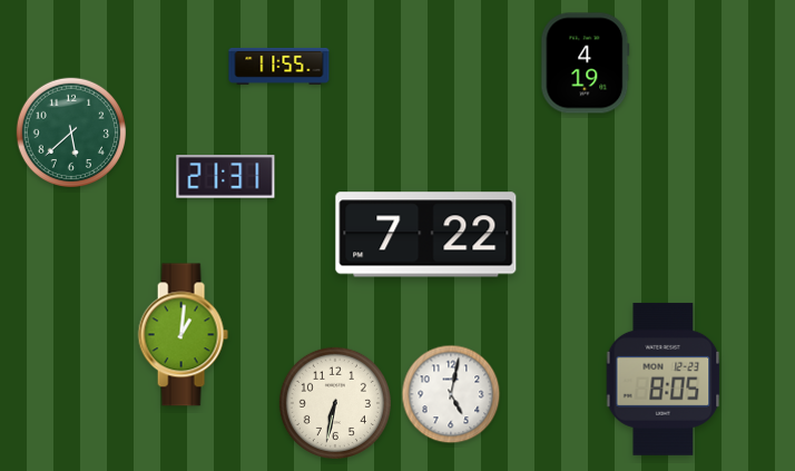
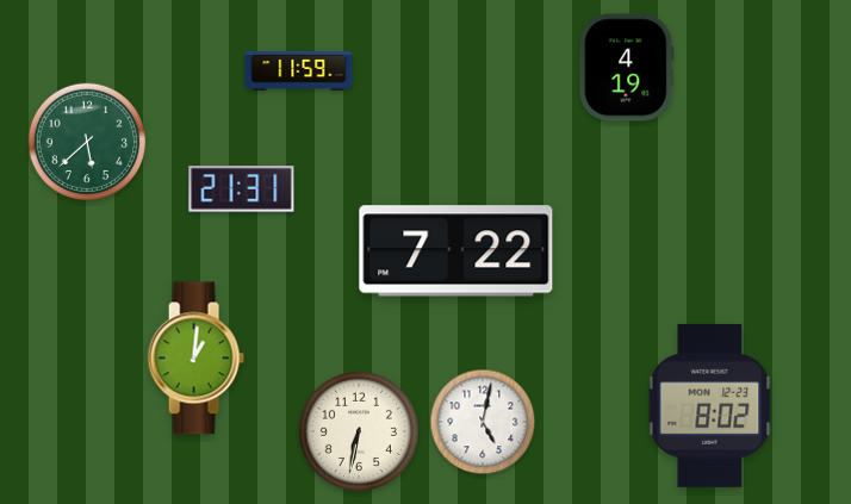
clock at (279, 66): 11:55 -> 11:59
clock at (70, 131) position: (70, 131) -> (86, 141)
clock at (664, 379): 8:05 -> 8:02
